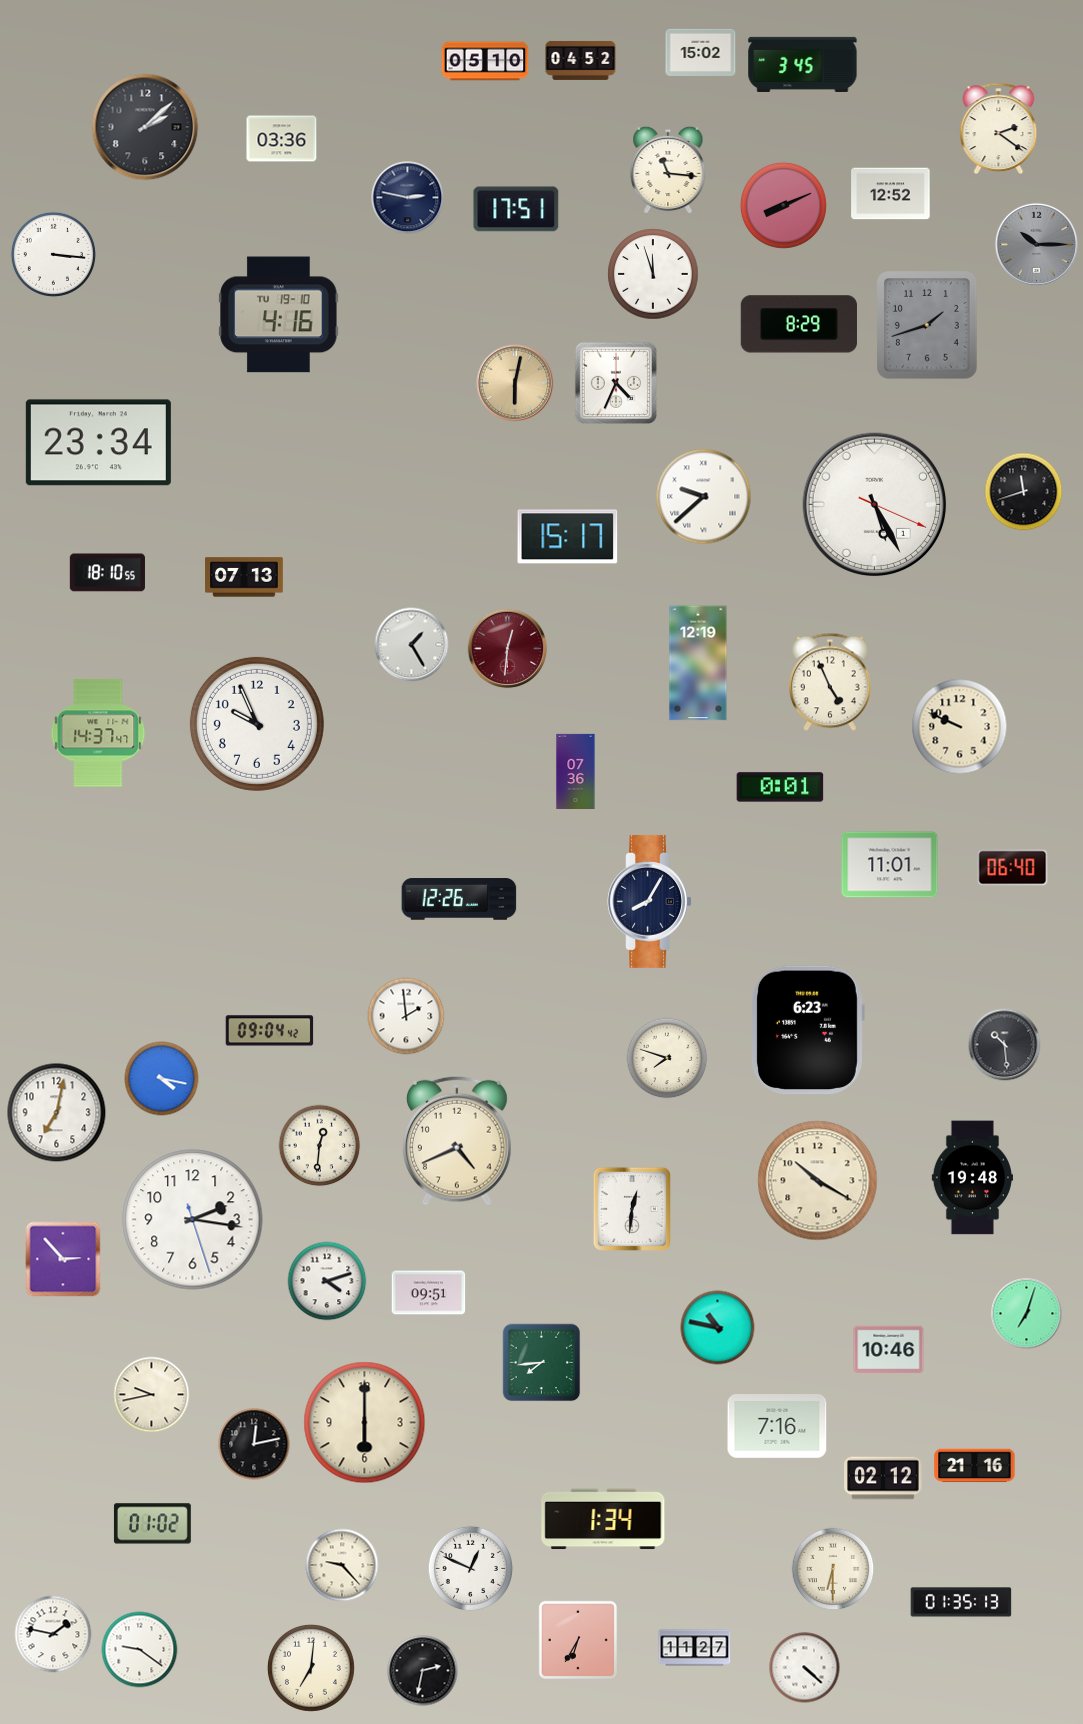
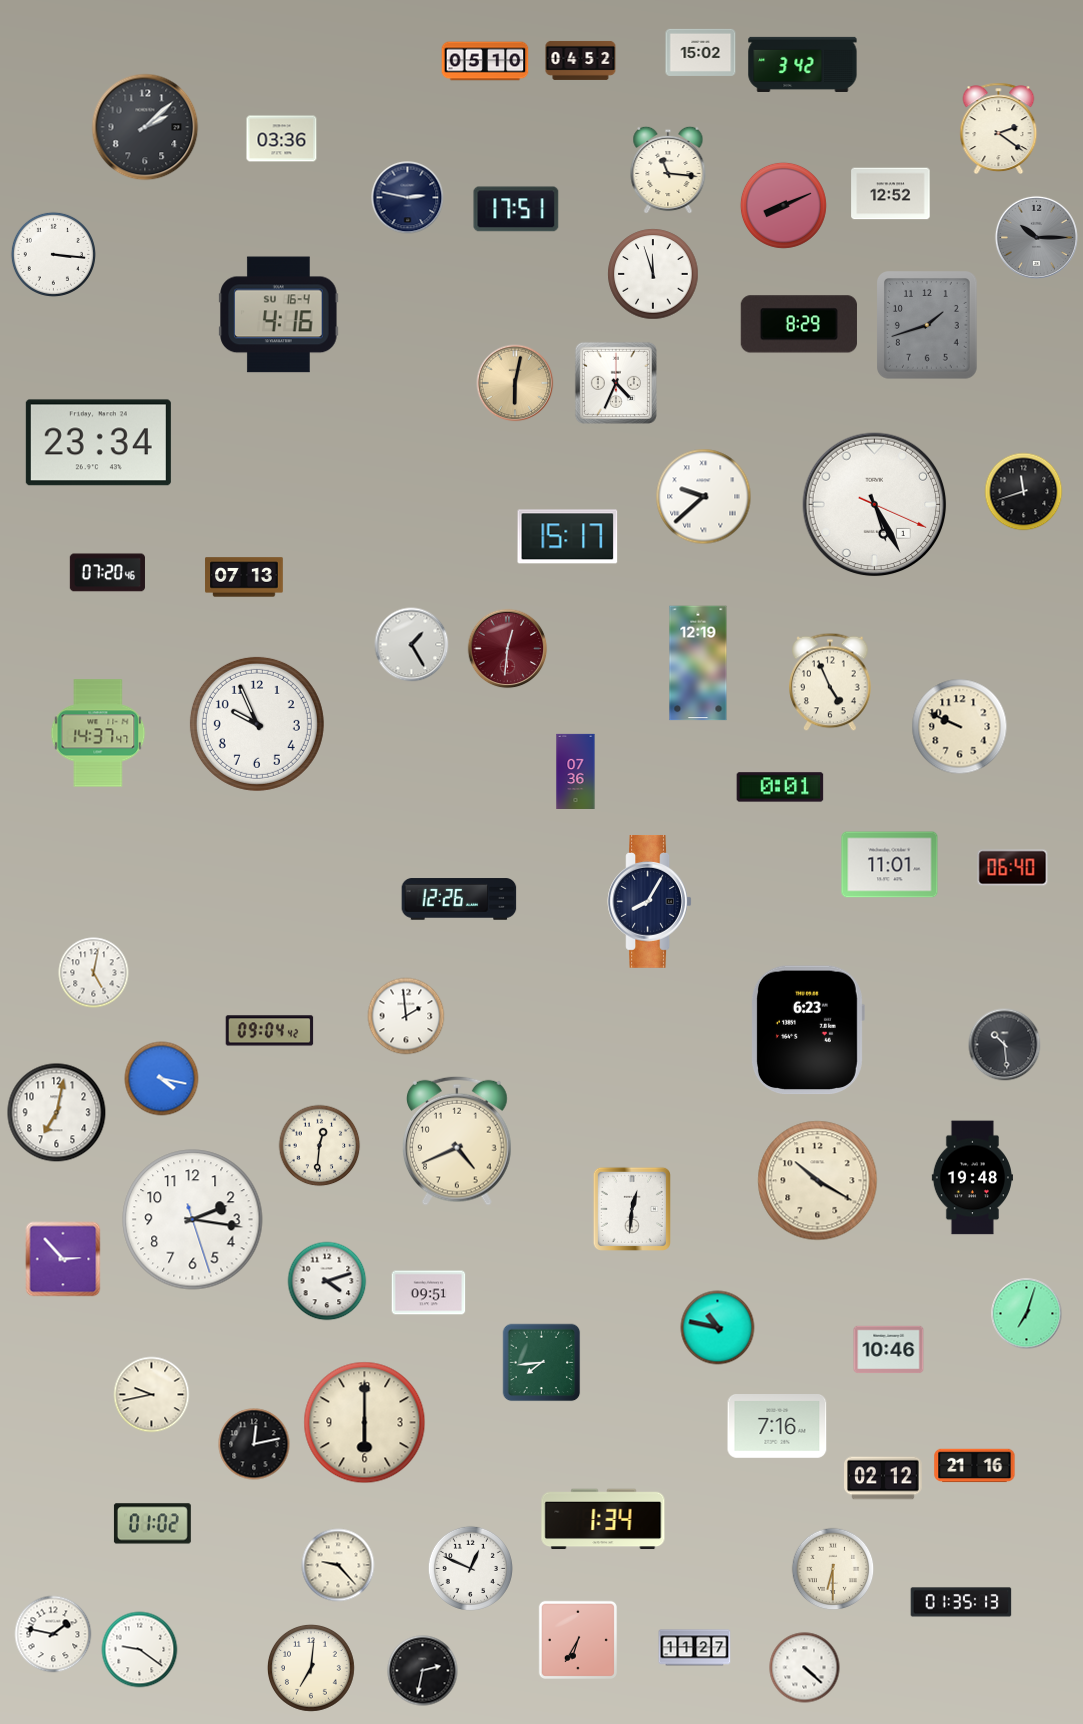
clock at (803, 64): 3:45 -> 3:42
clock at (1036, 244) position: (1036, 244) -> (1036, 237)
clock at (279, 315) date: TU 19-10 -> SU 16-4
clock at (107, 573): 18:10 -> 07:20
clock at (94, 973): none -> 5:02
clock at (667, 1058): 7:48 -> none
clock at (342, 1565) position: (342, 1565) -> (338, 1565)
